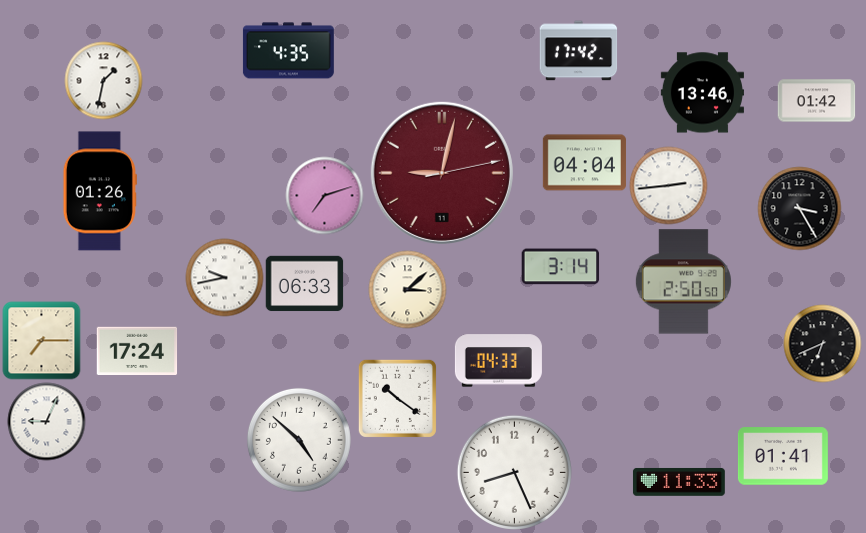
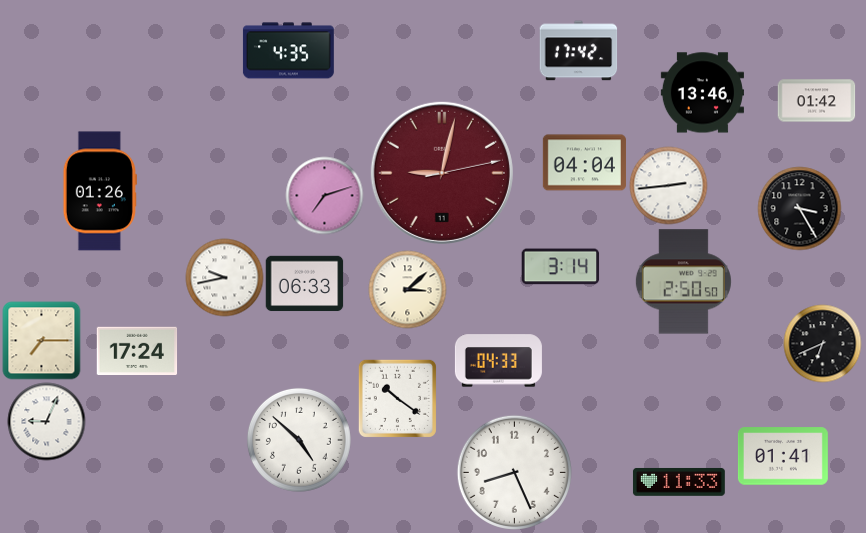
clock at (103, 80): 1:32 -> none
